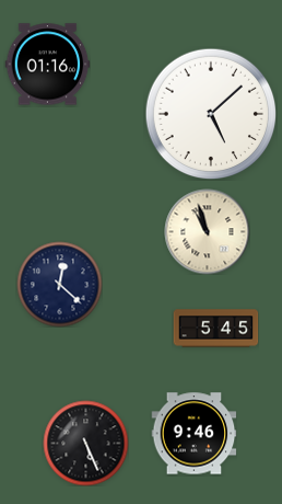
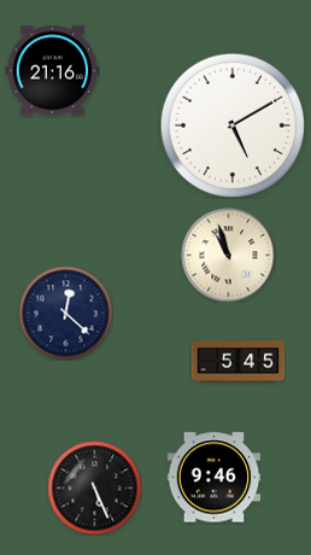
clock at (47, 65): 01:16 -> 21:16
clock at (211, 114): 5:08 -> 5:10
